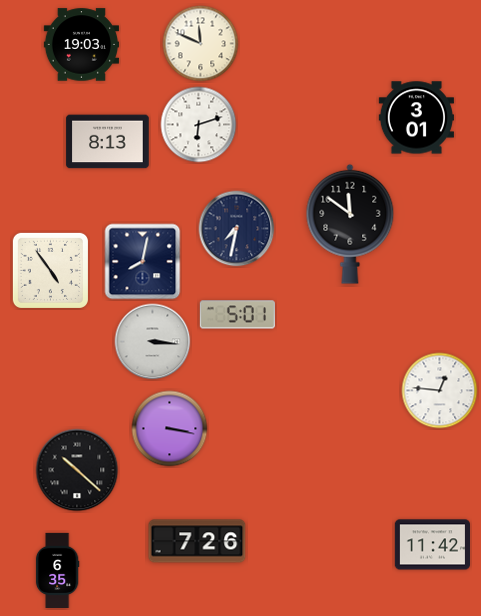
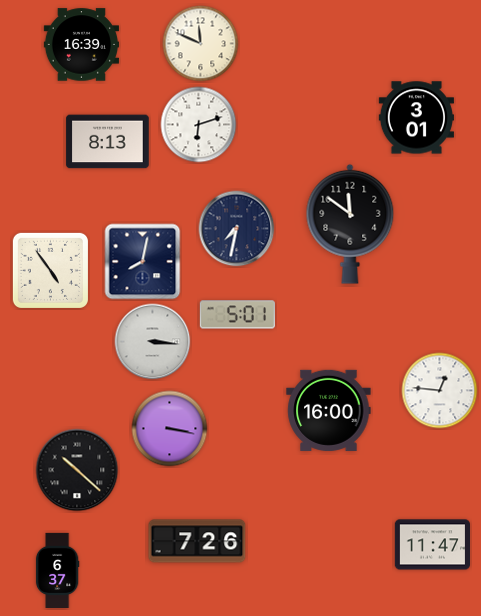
clock at (81, 45): 19:03 -> 16:39
clock at (329, 410): none -> 16:00
clock at (432, 545): 11:42 -> 11:47
clock at (57, 570): 6:35 -> 6:37
